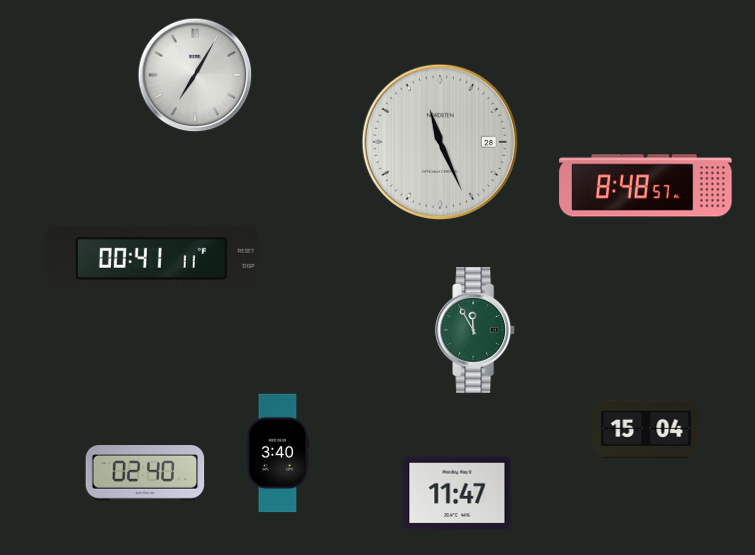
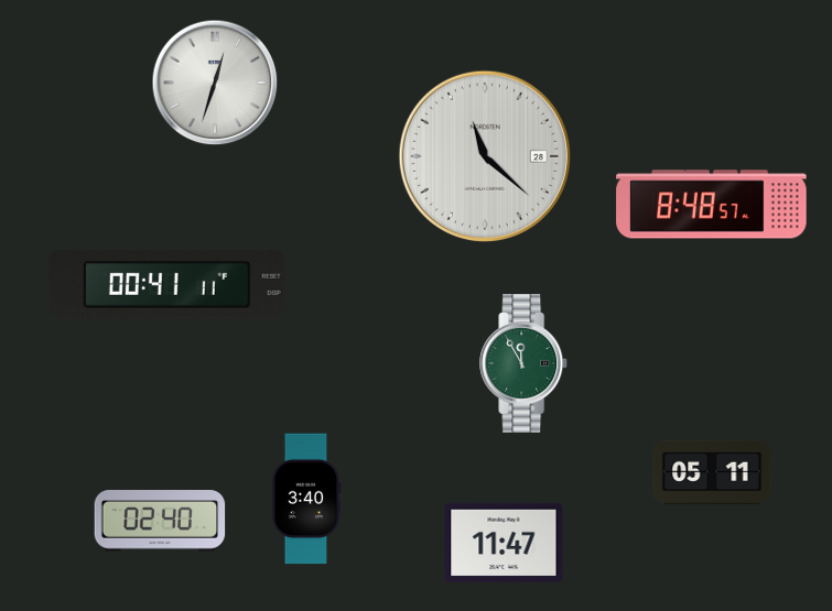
clock at (195, 75): 7:05 -> 12:33
clock at (440, 142): 11:26 -> 11:22
clock at (646, 429): 15:04 -> 05:11
